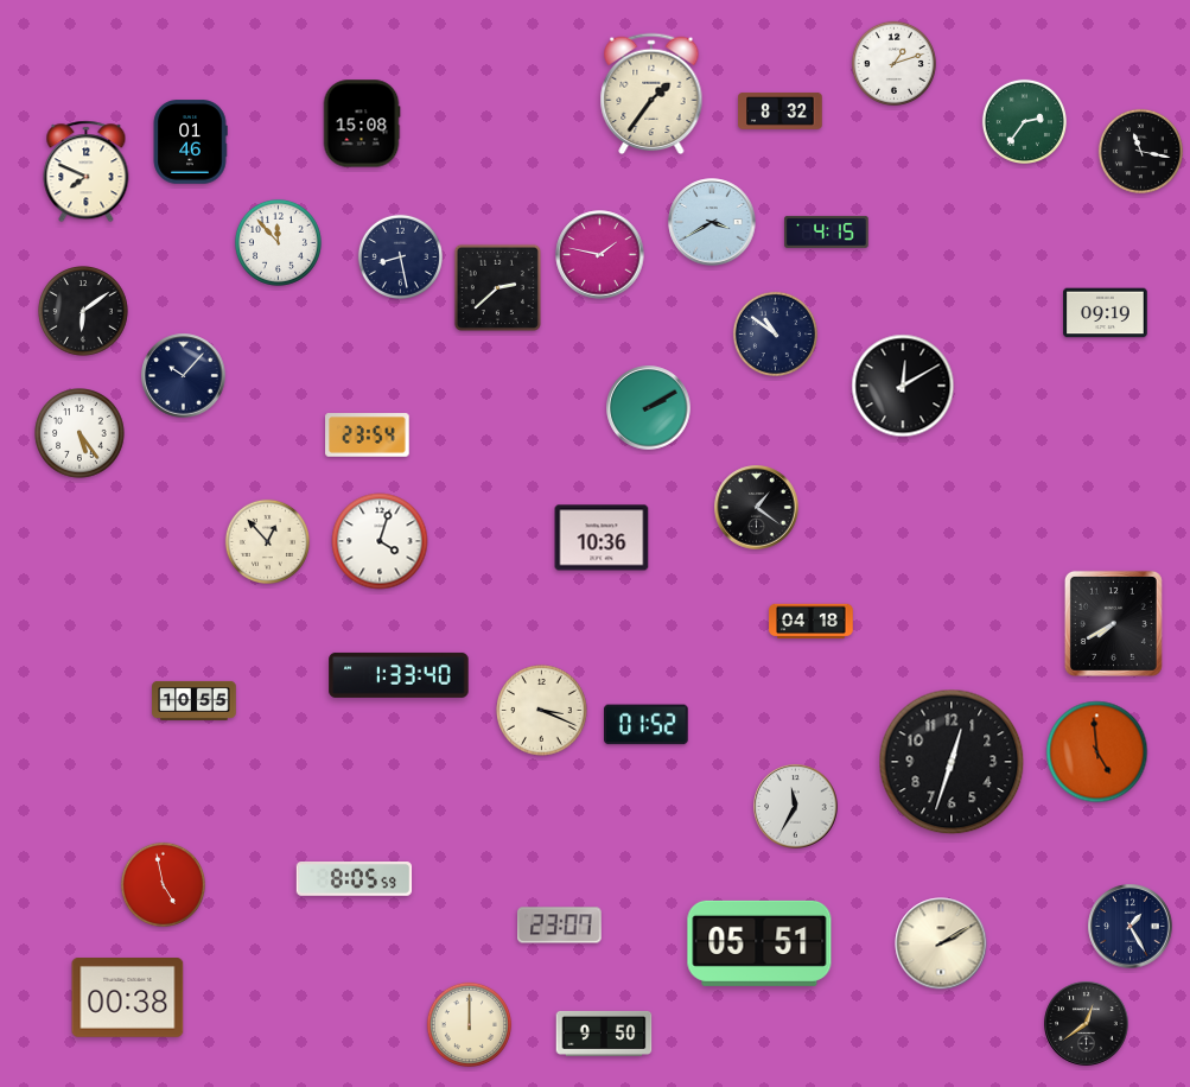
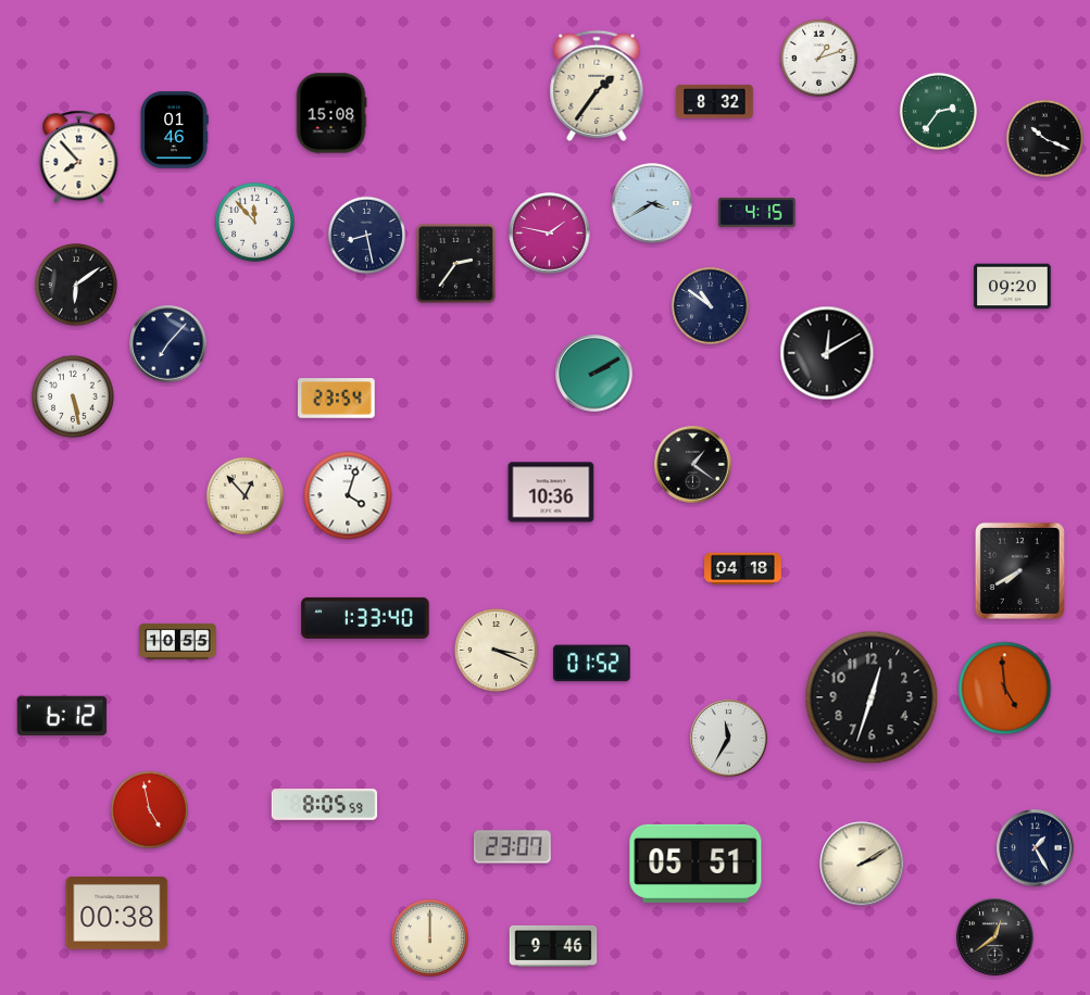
clock at (1140, 151): 11:17 -> 10:19
clock at (87, 172): 7:49 -> 7:53
clock at (497, 287): 2:38 -> 2:36
clock at (1106, 313): 09:19 -> 09:20
clock at (184, 376): 10:07 -> 7:07
clock at (79, 433): 5:24 -> 5:28
clock at (61, 716): none -> 6:12
clock at (604, 1034): 9:50 -> 9:46
